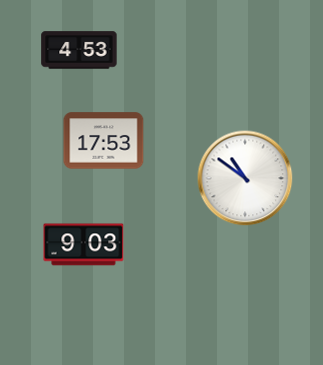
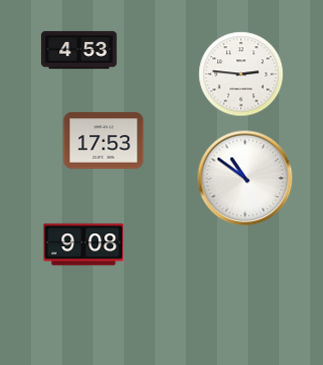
clock at (241, 74): none -> 2:46
clock at (84, 245): 9:03 -> 9:08
